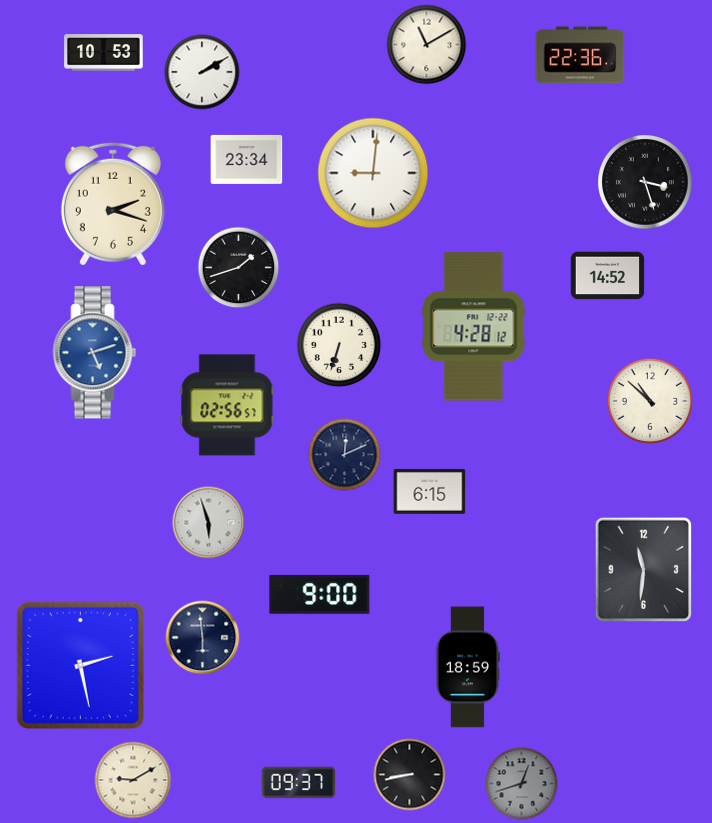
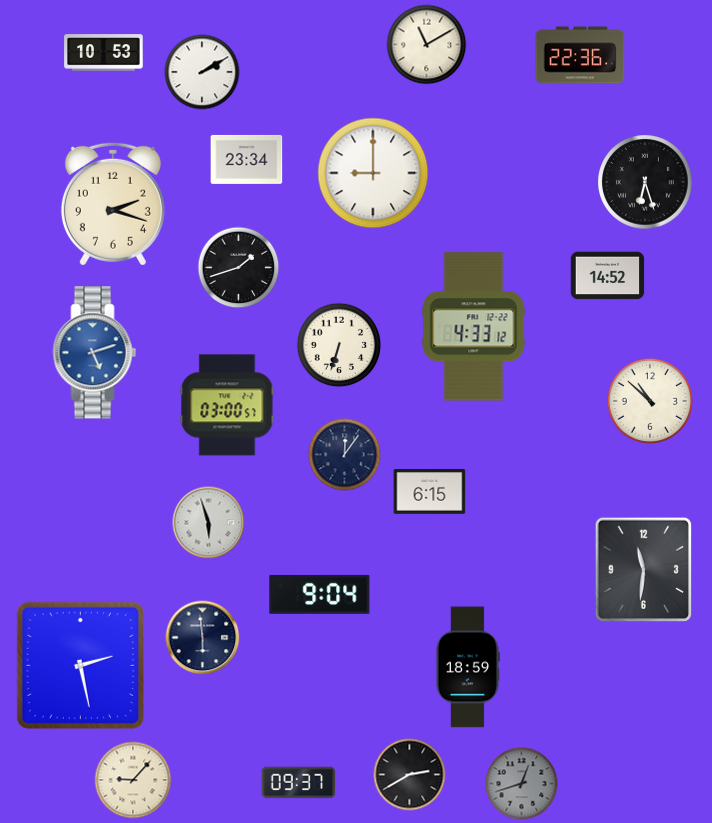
clock at (373, 173): 9:01 -> 9:00
clock at (645, 182): 3:27 -> 6:27
clock at (474, 327): 4:28 -> 4:33
clock at (227, 405): 02:56 -> 03:00
clock at (345, 455): 12:11 -> 12:06
clock at (320, 594): 9:00 -> 9:04
clock at (410, 775): 8:43 -> 2:40
clock at (133, 780): 9:10 -> 9:07
